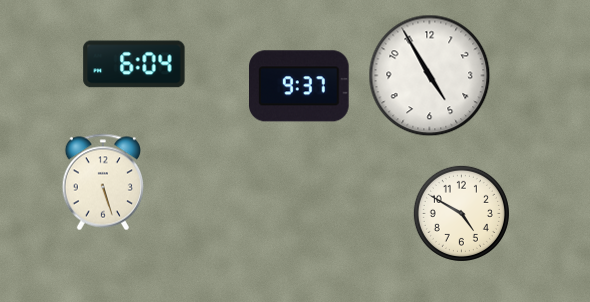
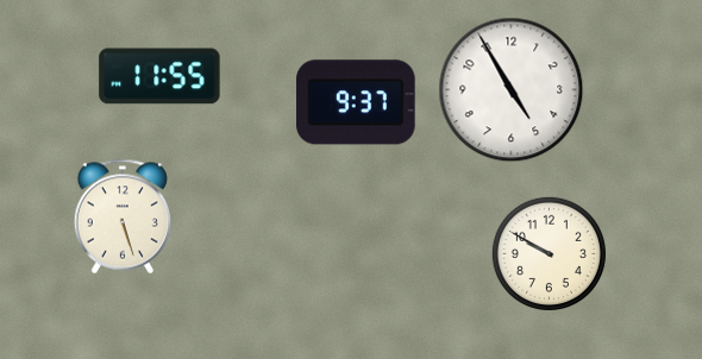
clock at (134, 64): 6:04 -> 11:55
clock at (461, 213): 4:50 -> 9:50
